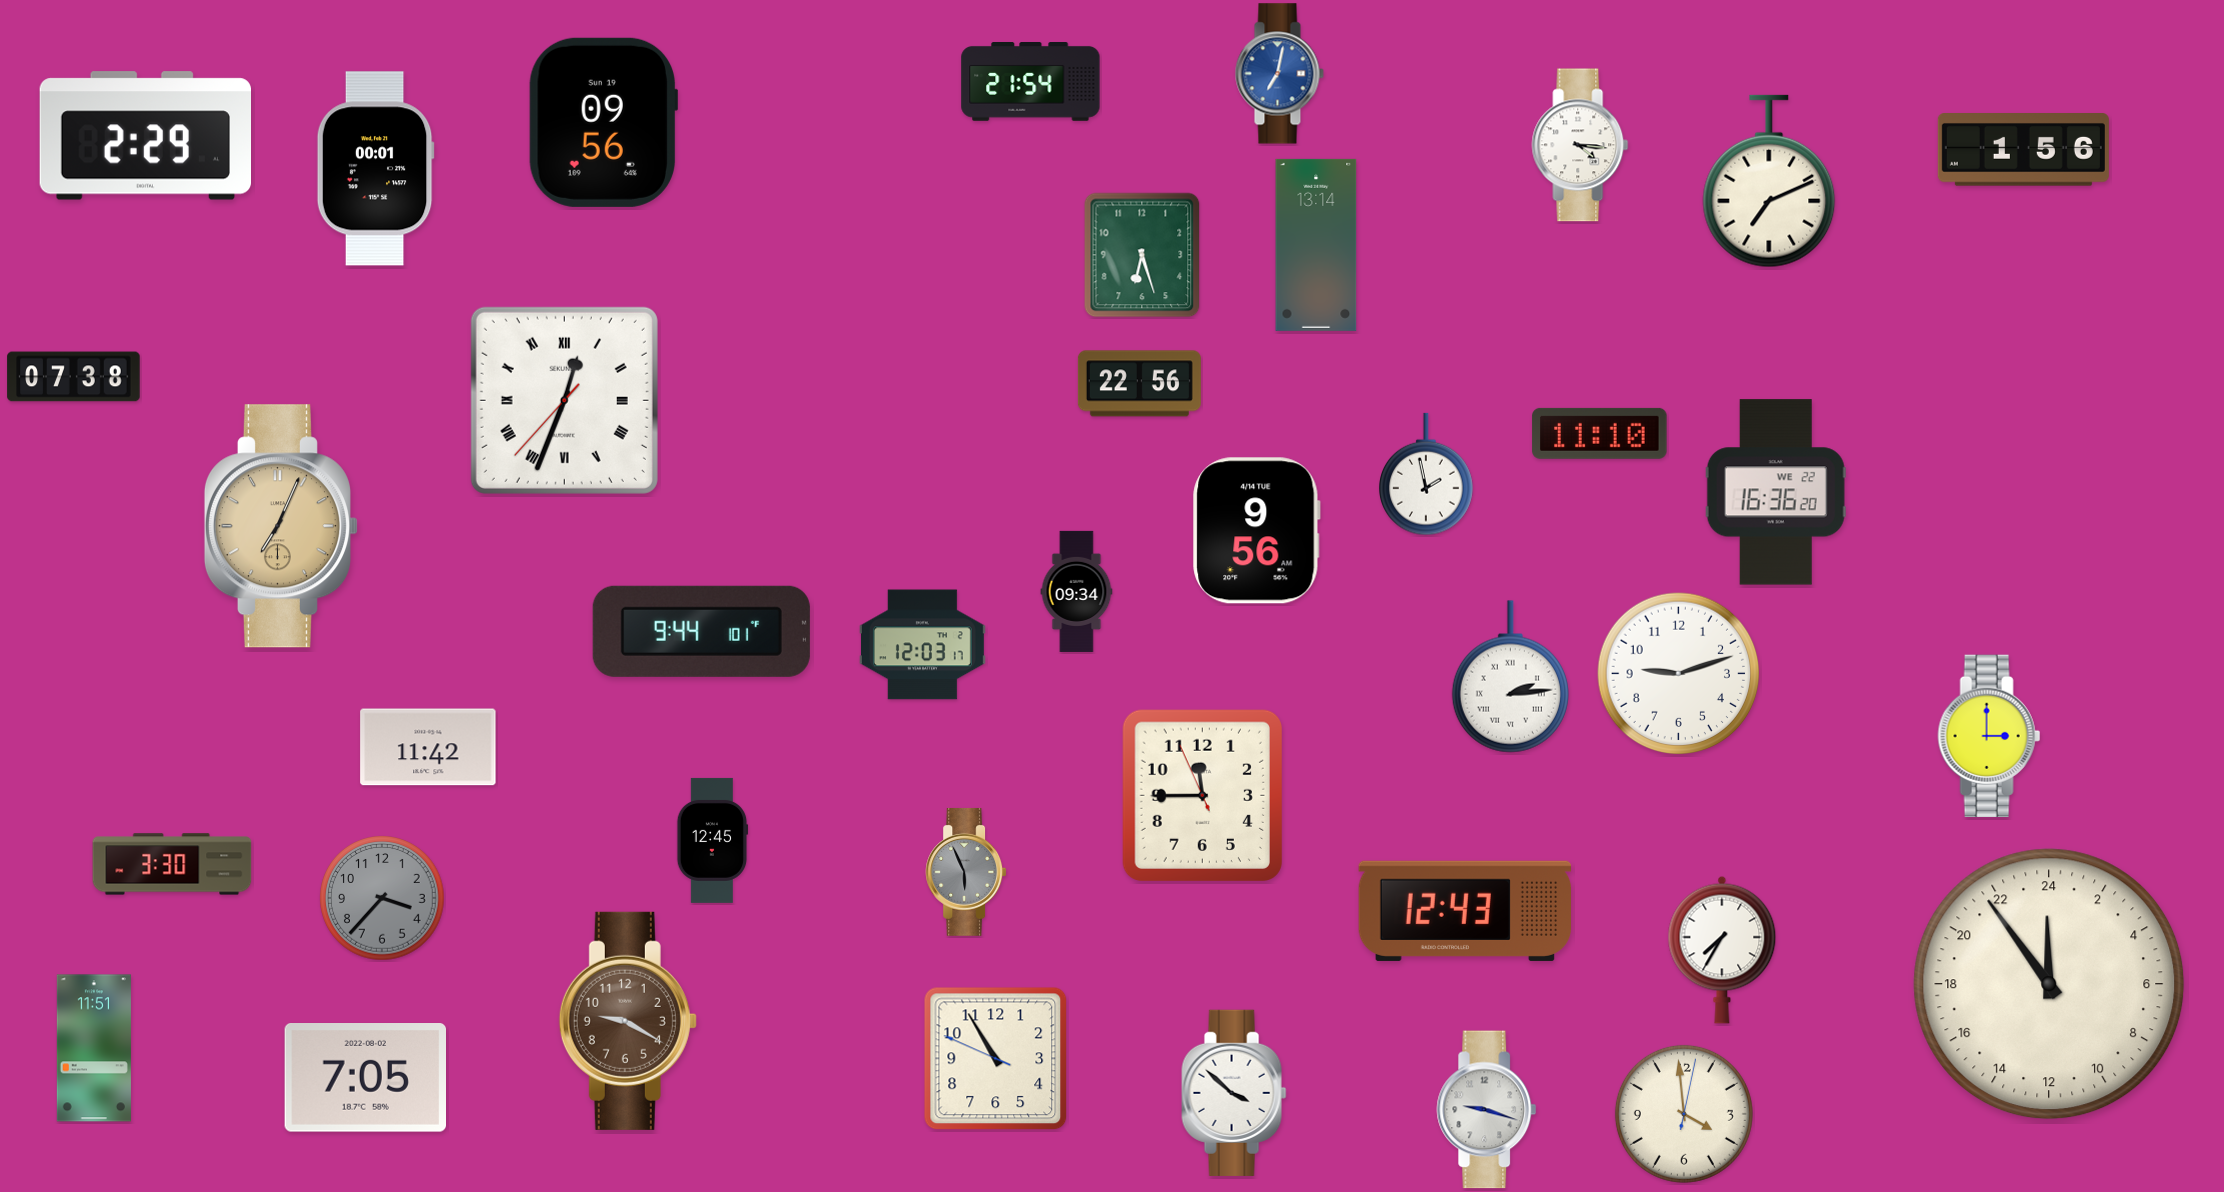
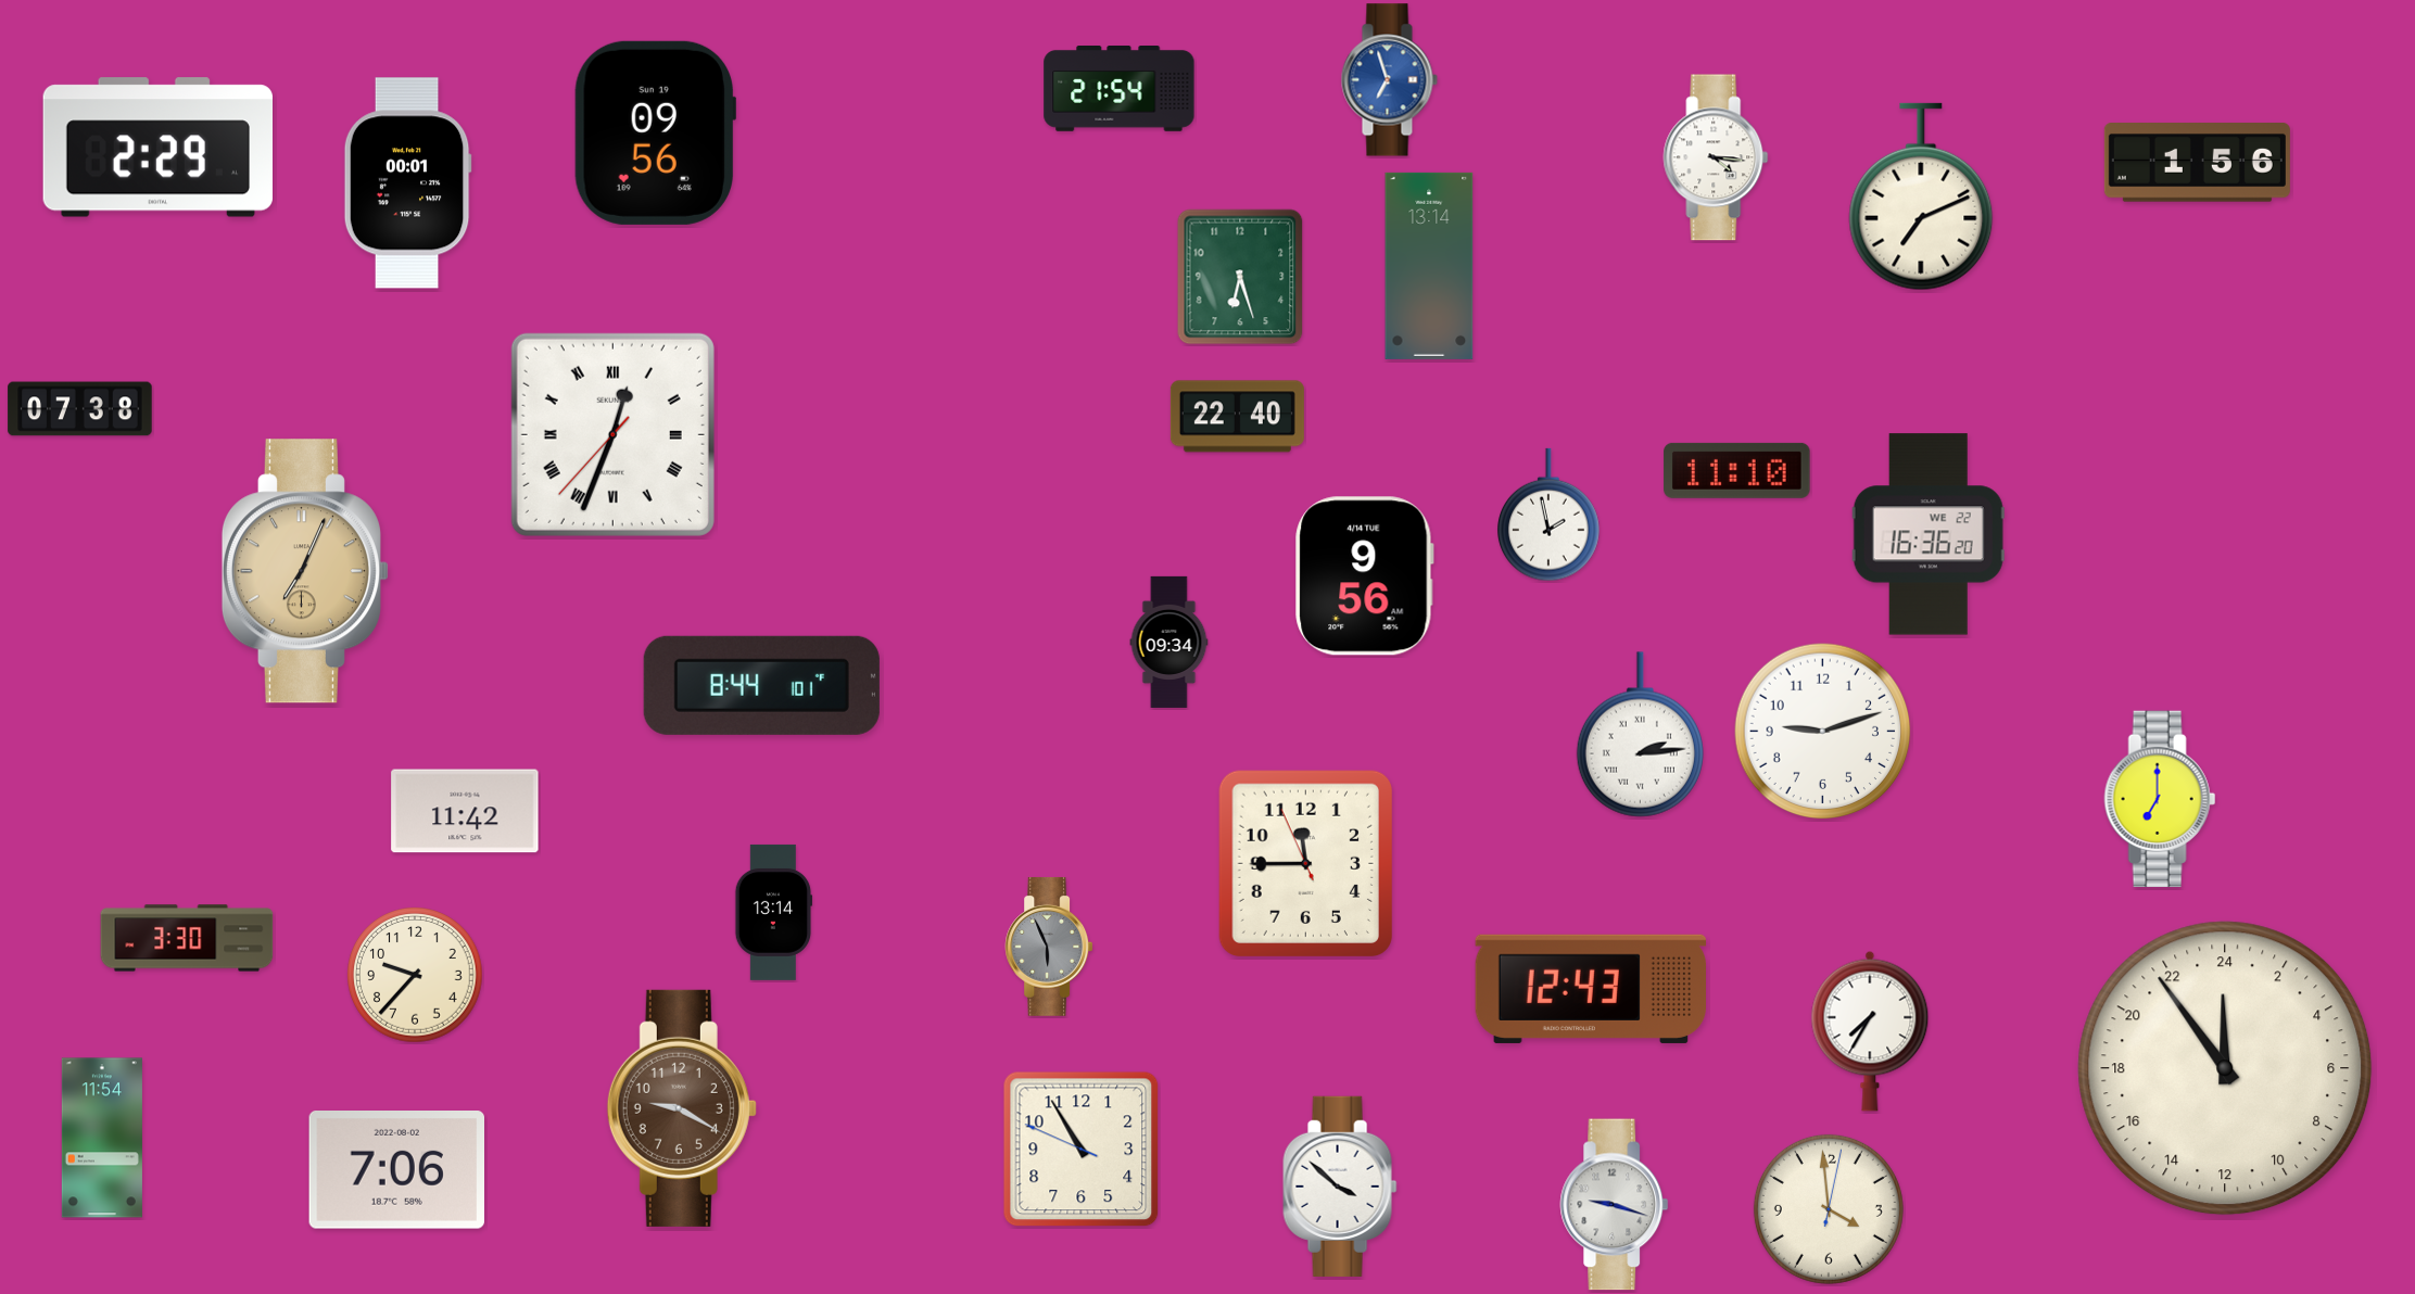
clock at (1279, 74): 7:02 -> 6:57
clock at (1139, 384): 22:56 -> 22:40
clock at (701, 631): 9:44 -> 8:44
clock at (922, 645): 12:03 -> none
clock at (1989, 736): 3:00 -> 7:00
clock at (712, 840): 12:45 -> 13:14
clock at (382, 898): 3:37 -> 9:37
clock at (382, 898) dial: grey -> cream
clock at (94, 1048): 11:51 -> 11:54
clock at (365, 1078): 7:05 -> 7:06
